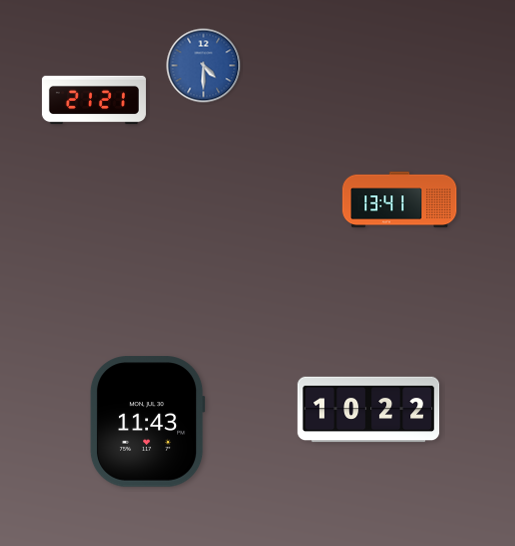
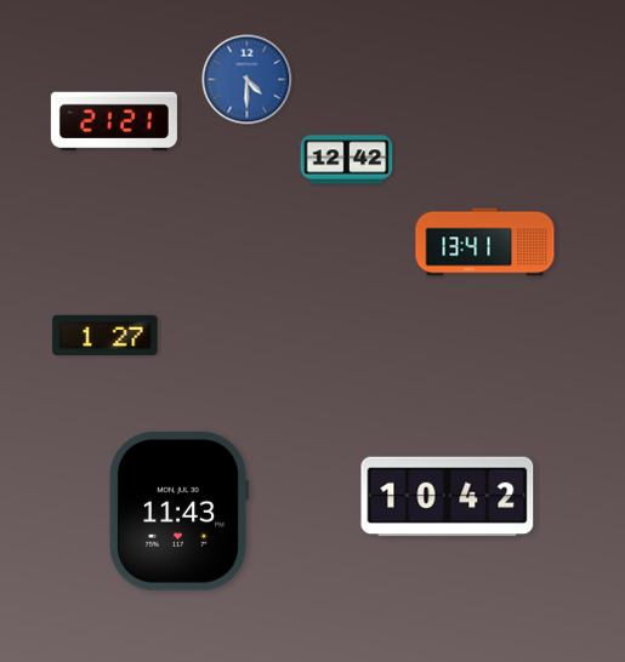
clock at (347, 160): none -> 12:42
clock at (106, 335): none -> 1:27
clock at (369, 410): 10:22 -> 10:42
